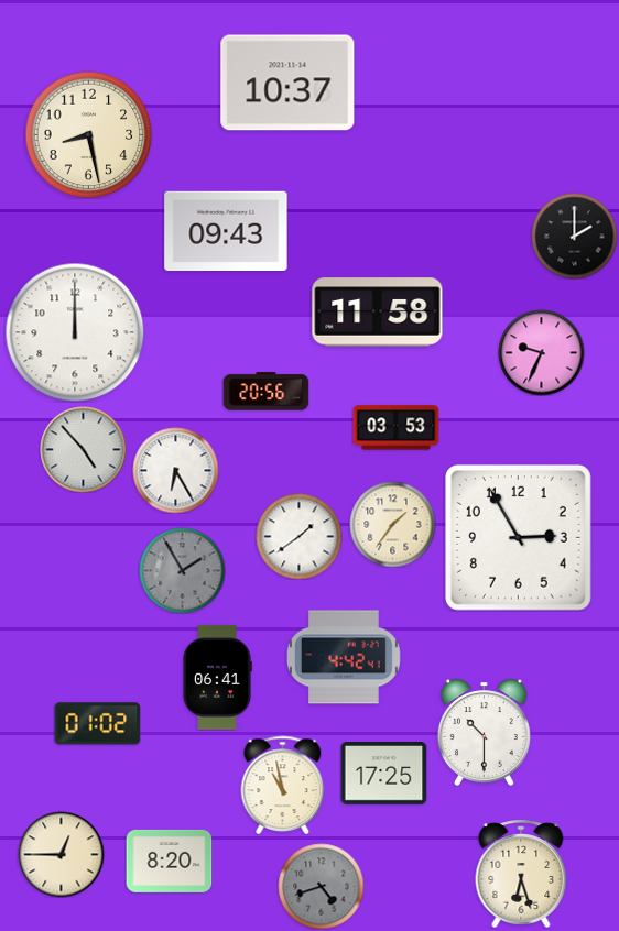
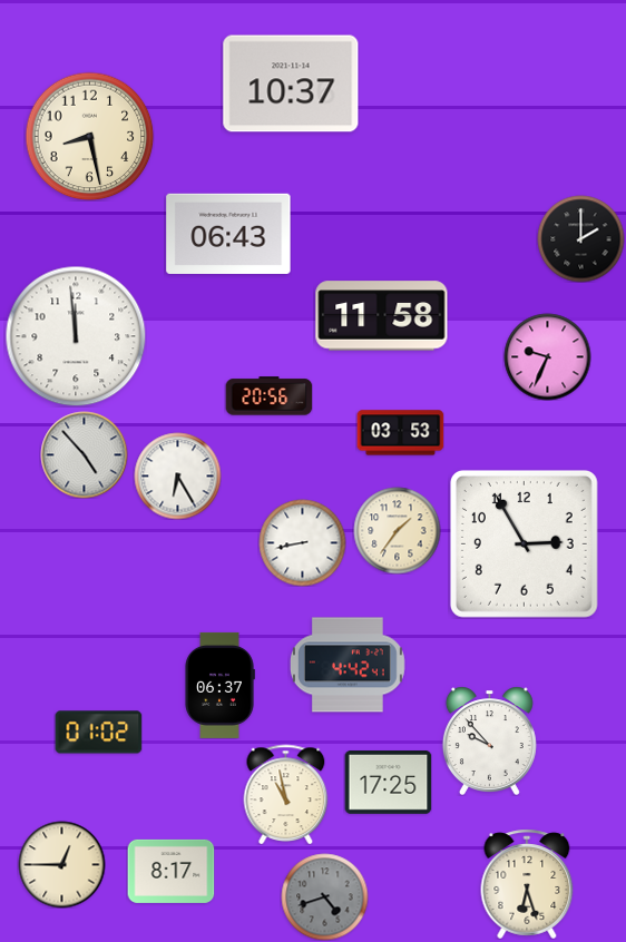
clock at (226, 231): 09:43 -> 06:43
clock at (75, 332): 12:00 -> 11:59
clock at (298, 536): 1:39 -> 8:43
clock at (182, 570): 1:55 -> none
clock at (217, 677): 06:41 -> 06:37
clock at (484, 732): 10:30 -> 9:53
clock at (169, 861): 8:20 -> 8:17
